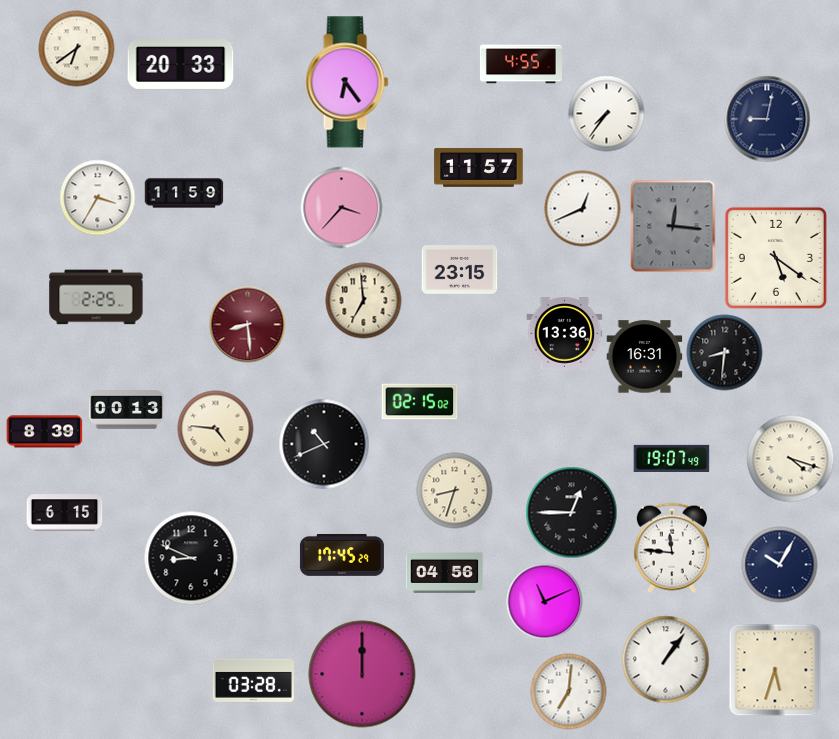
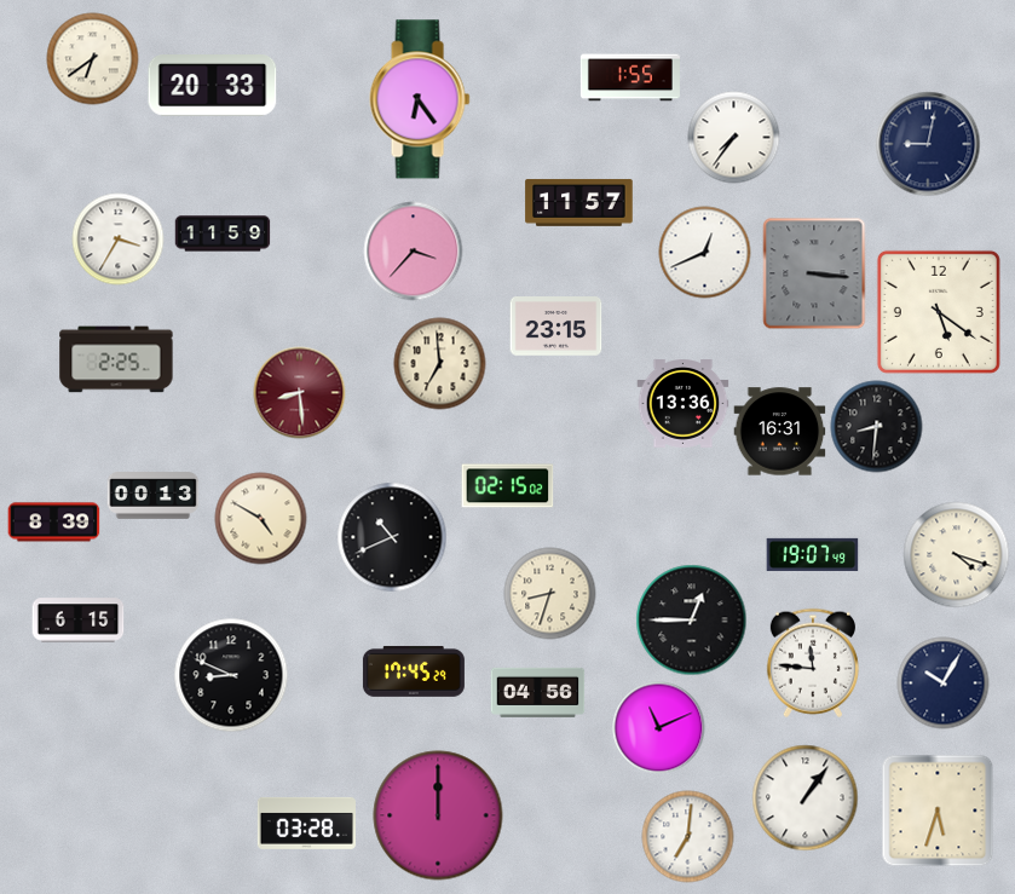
clock at (521, 64): 4:55 -> 1:55
clock at (181, 65) position: (181, 65) -> (213, 86)
clock at (673, 226): 12:16 -> 3:16
clock at (216, 429): 4:46 -> 4:50
